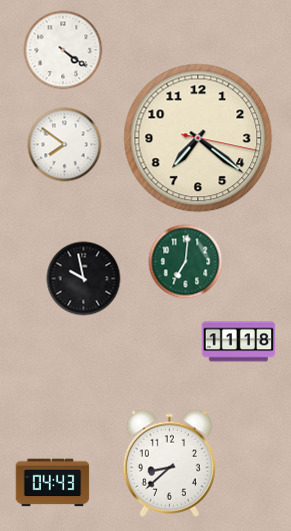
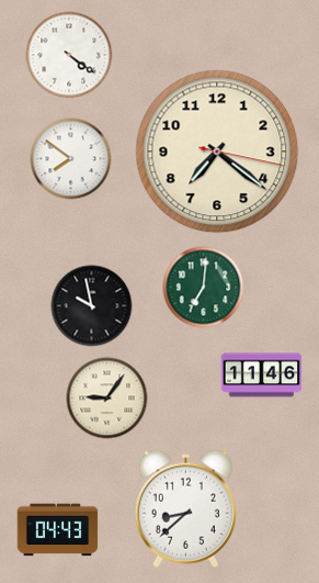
clock at (239, 342): 11:18 -> 11:46
clock at (107, 399): none -> 9:06
